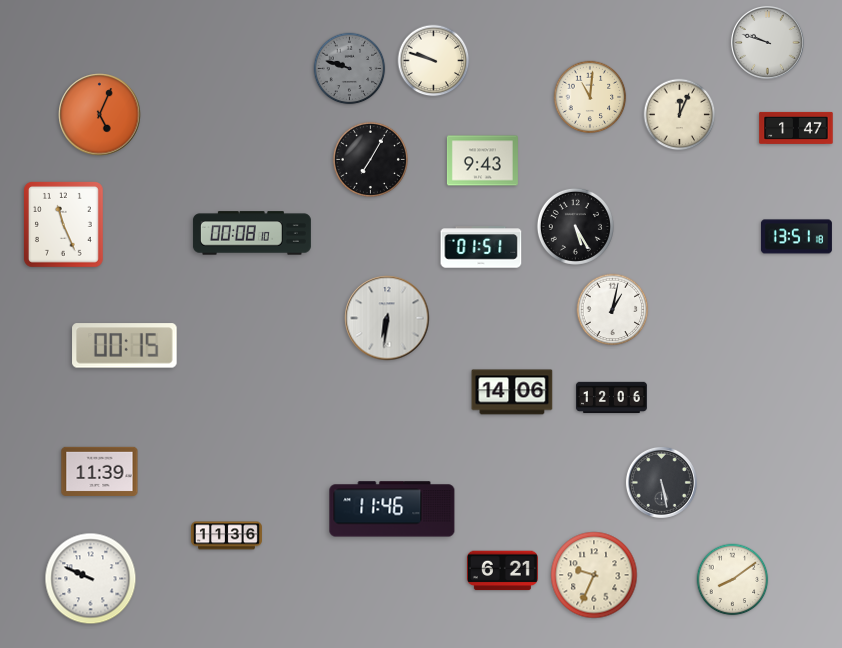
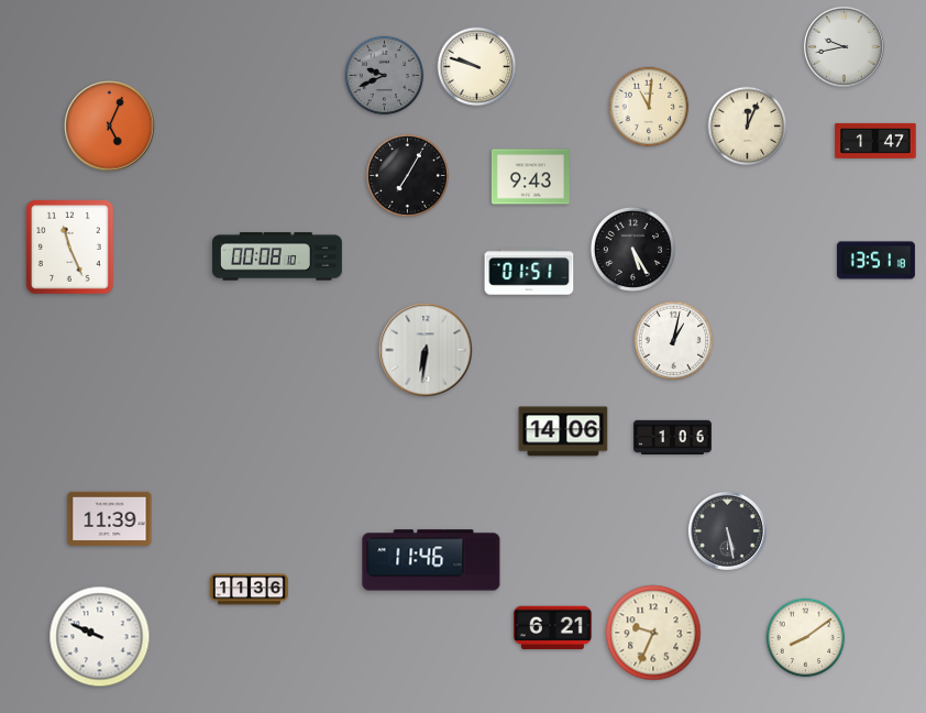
clock at (767, 42): 9:48 -> 9:43
clock at (350, 69): 9:48 -> 9:41
clock at (125, 346): 00:15 -> none
clock at (611, 398): 12:06 -> 1:06
